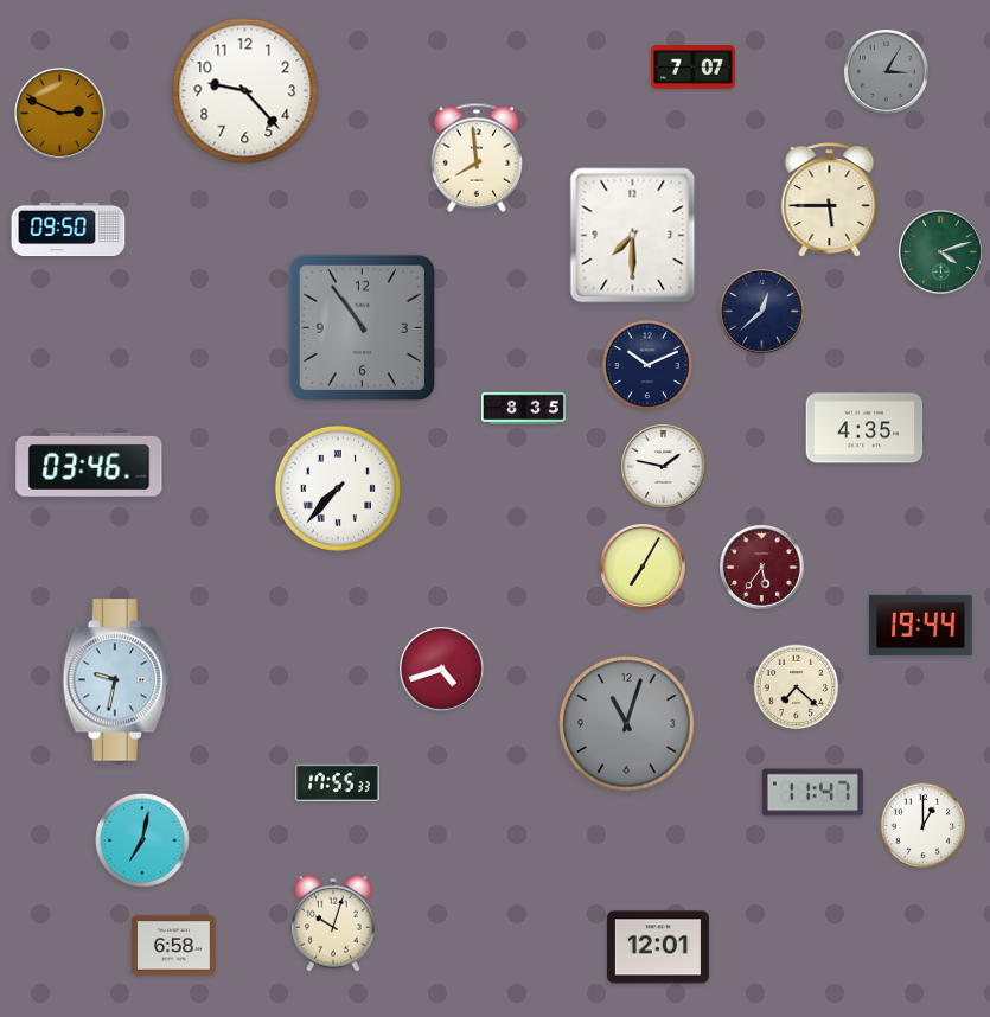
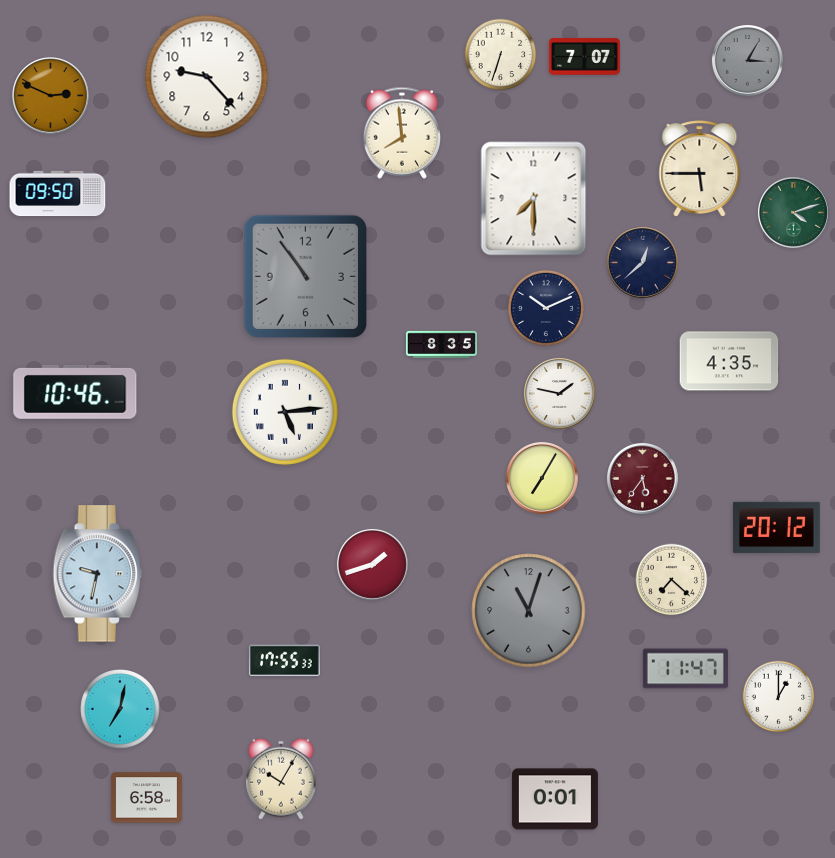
clock at (501, 55): none -> 6:33
clock at (89, 465): 03:46 -> 10:46
clock at (338, 488): 7:37 -> 5:14
clock at (920, 625): 19:44 -> 20:12
clock at (441, 669): 4:42 -> 1:42
clock at (333, 923): 10:03 -> 10:05
clock at (658, 947): 12:01 -> 0:01
